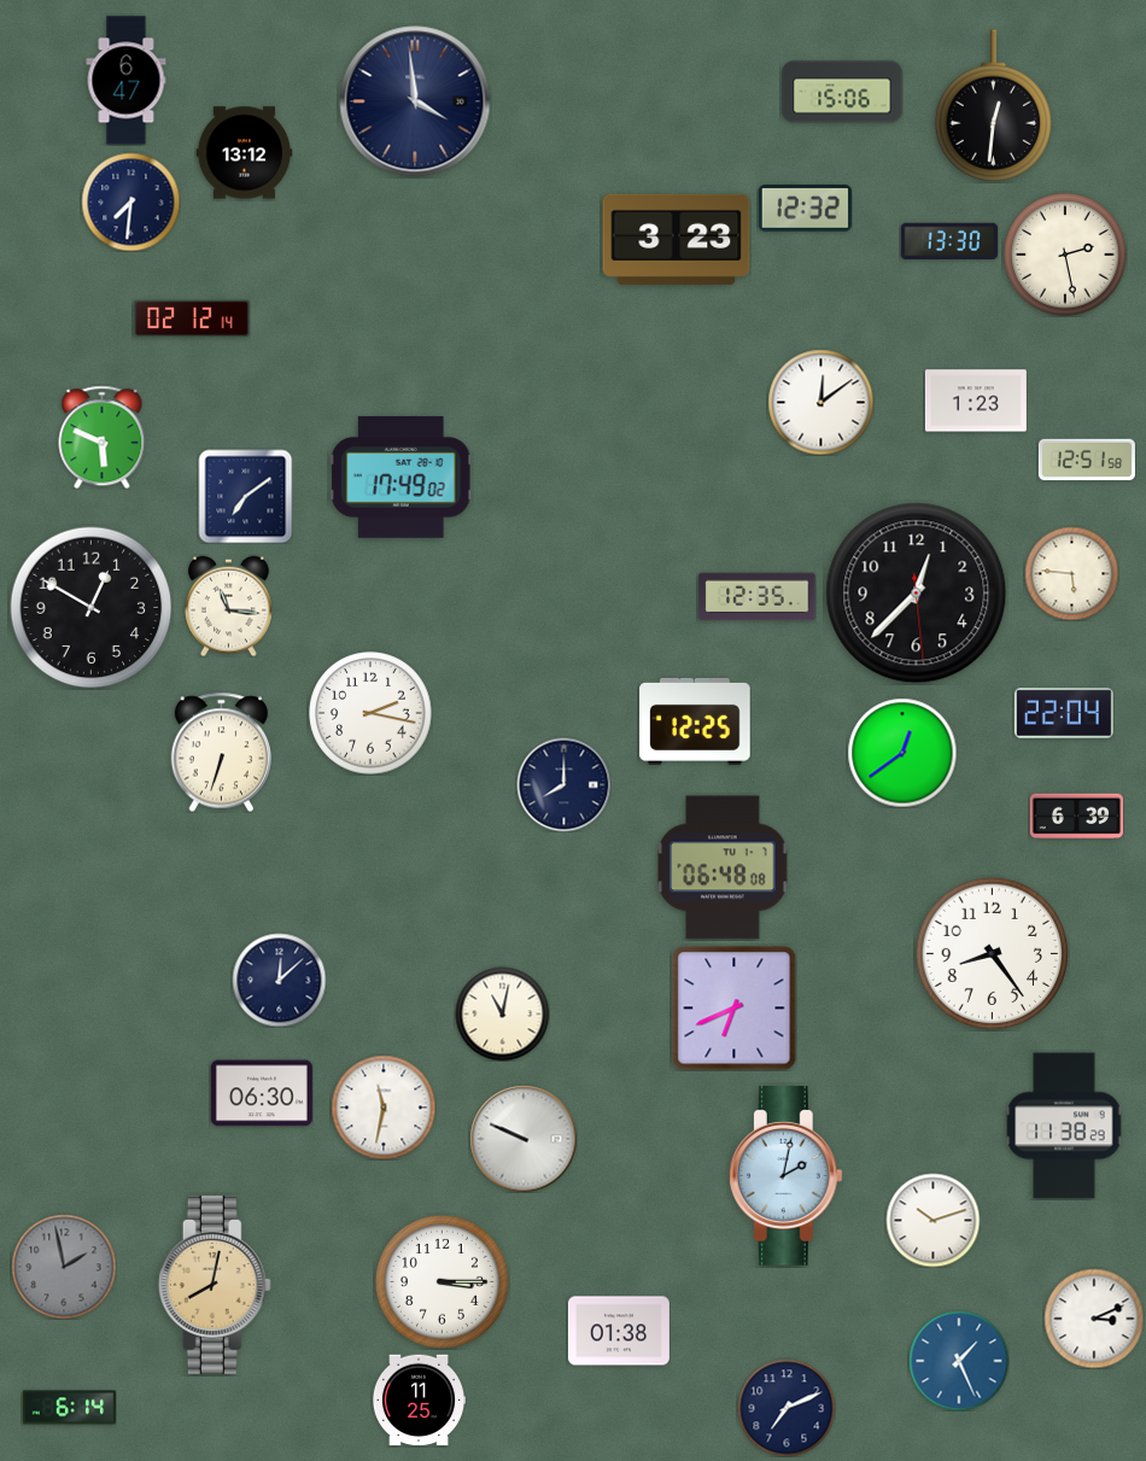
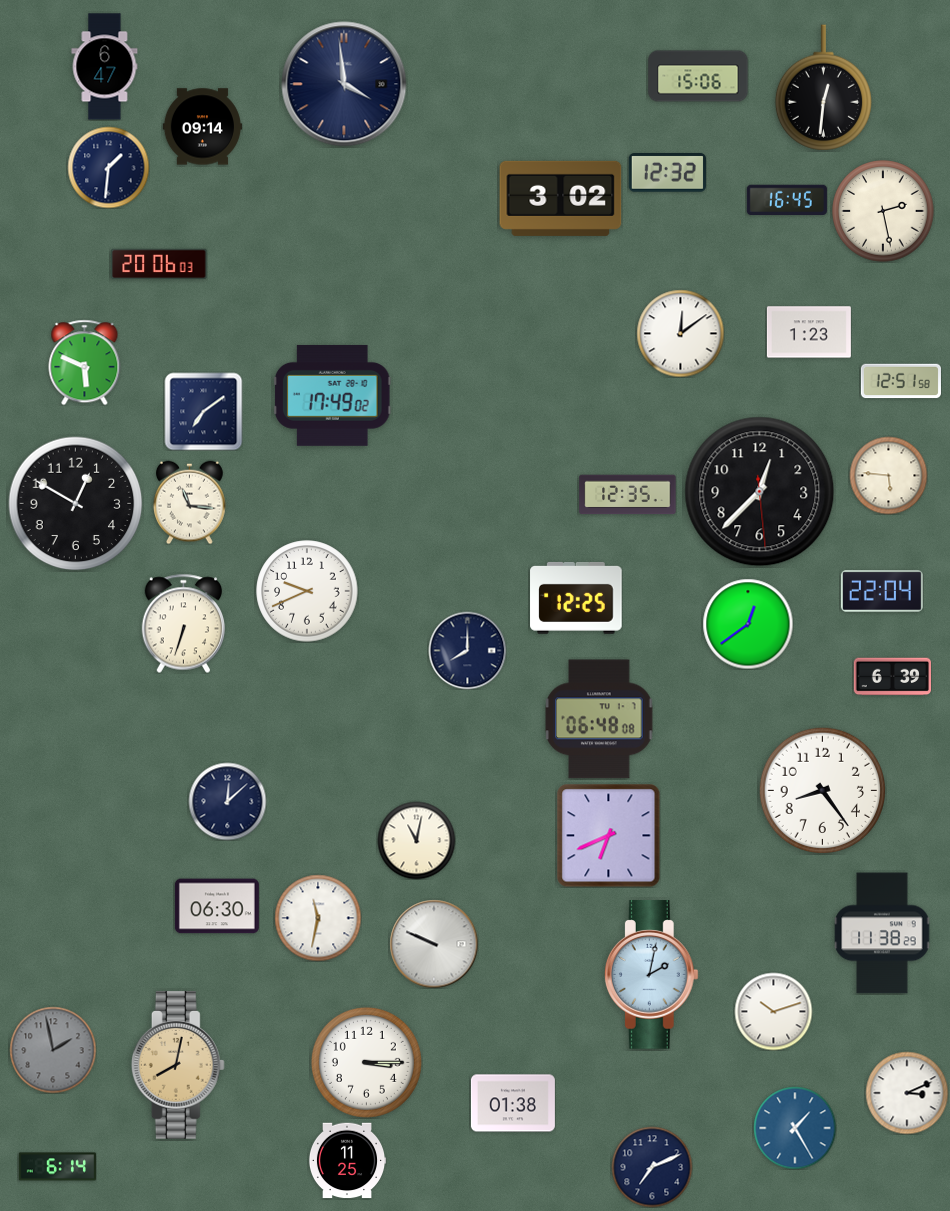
clock at (244, 153): 13:12 -> 09:14
clock at (130, 201): 7:31 -> 1:31
clock at (677, 239): 3:23 -> 3:02
clock at (949, 241): 13:30 -> 16:45
clock at (192, 319): 02:12 -> 20:06
clock at (370, 713): 2:17 -> 9:41
clock at (279, 980) position: (279, 980) -> (227, 801)
clock at (959, 1361): 1:26 -> 1:25
